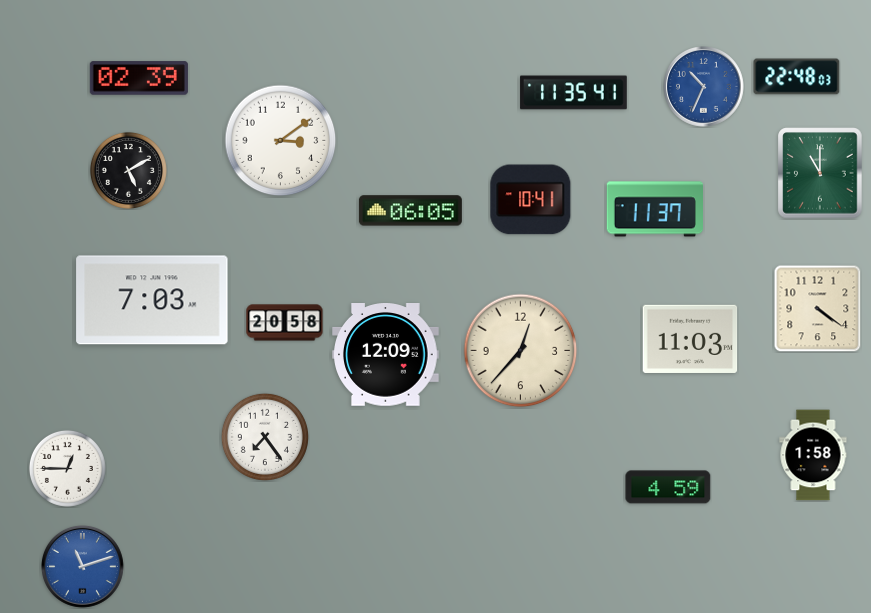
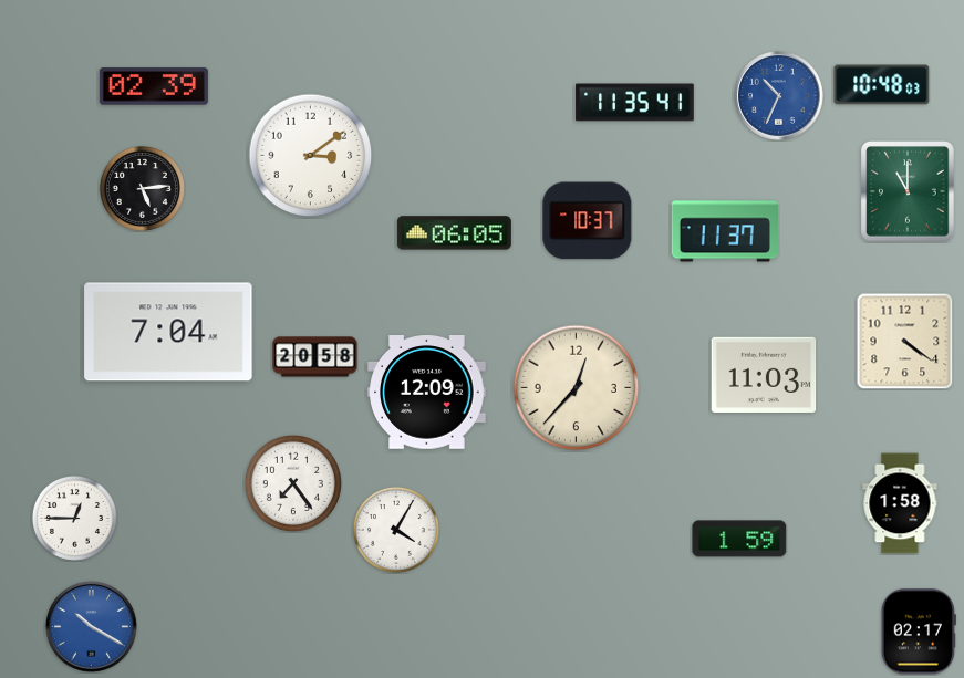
clock at (797, 77): 22:48 -> 10:48
clock at (128, 170): 5:10 -> 5:14
clock at (531, 200): 10:41 -> 10:37
clock at (152, 300): 7:03 -> 7:04
clock at (396, 530): none -> 4:05
clock at (668, 487): 4:59 -> 1:59
clock at (82, 566): 11:12 -> 10:20
clock at (919, 632): none -> 02:17
